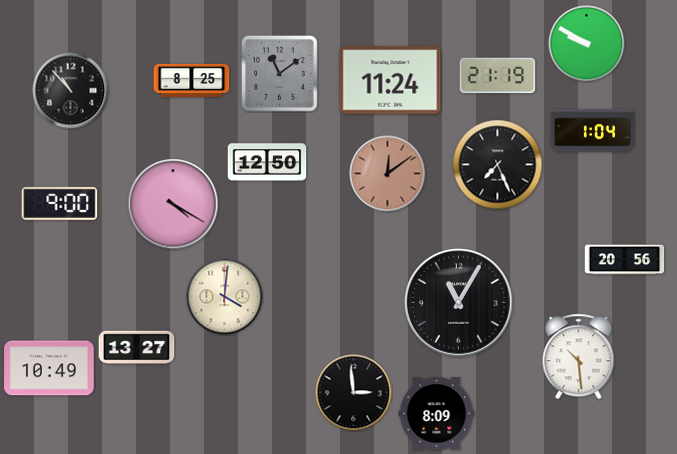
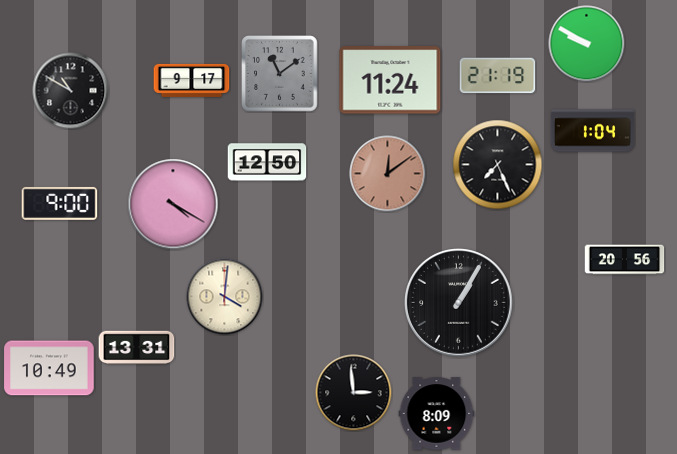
clock at (192, 80): 8:25 -> 9:17
clock at (71, 91): 10:53 -> 10:50
clock at (459, 303): 11:05 -> 1:05
clock at (137, 348): 13:27 -> 13:31
clock at (579, 357): 10:29 -> none
